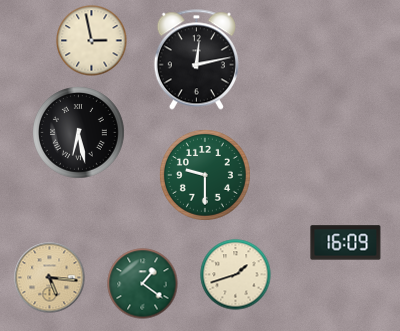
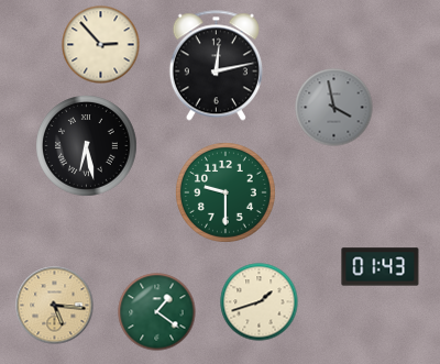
clock at (92, 41): 2:58 -> 2:53
clock at (334, 108): none -> 3:58
clock at (346, 243): 16:09 -> 01:43
